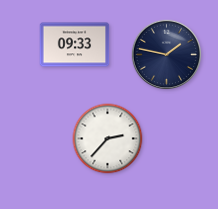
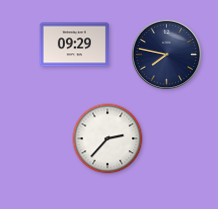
clock at (75, 45): 09:33 -> 09:29
clock at (167, 55): 1:47 -> 7:47
